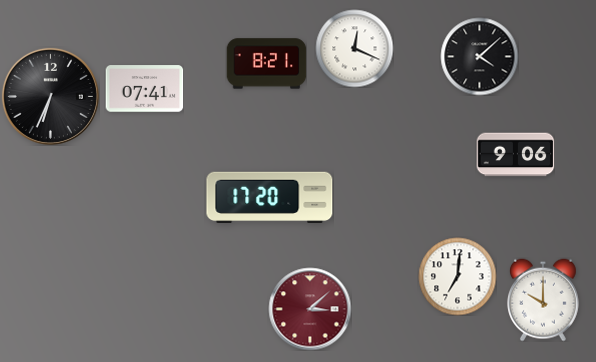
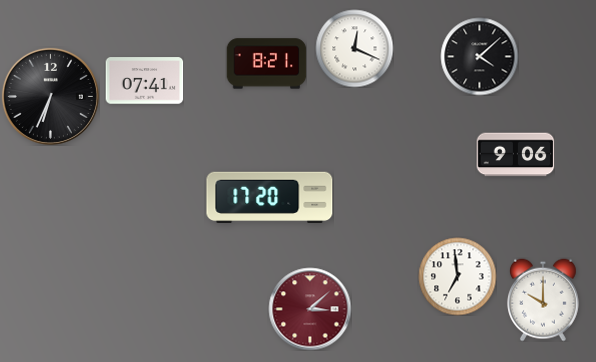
clock at (144, 89) position: (144, 89) -> (144, 81)
clock at (457, 276): 7:01 -> 6:59
